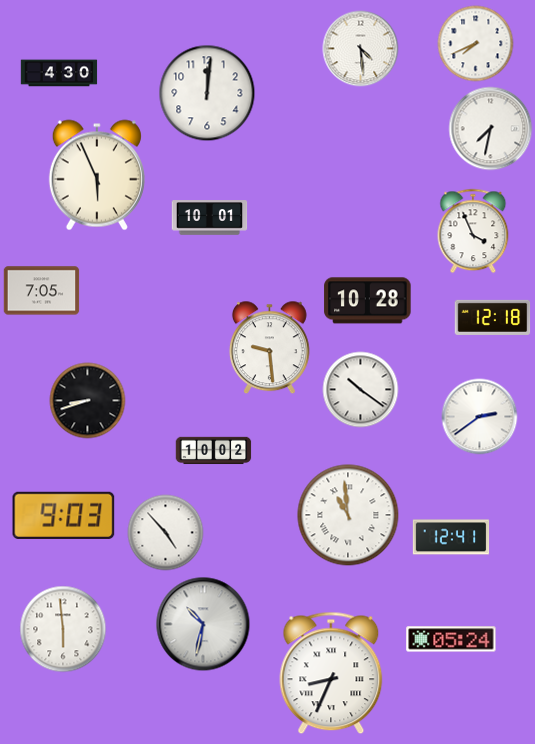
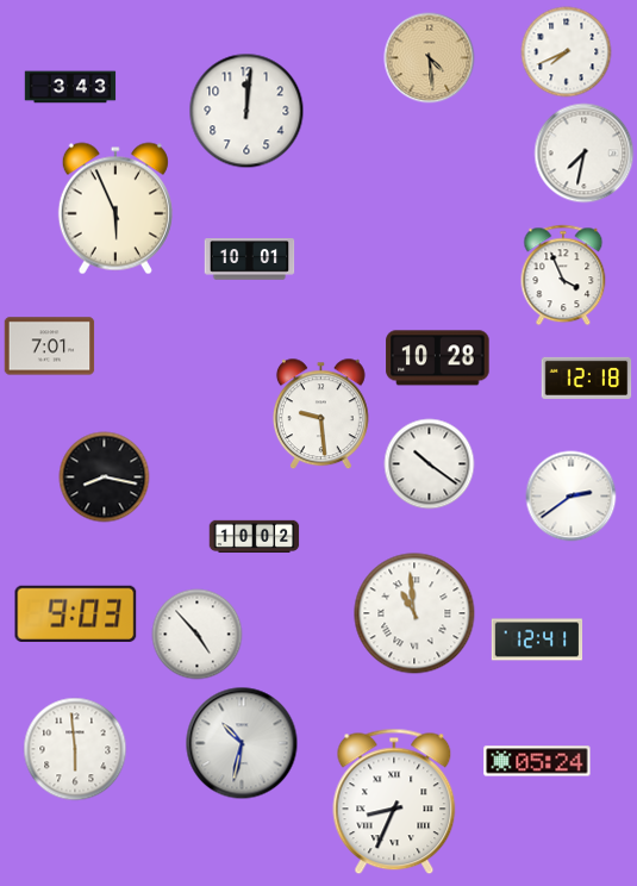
clock at (361, 49) dial: white -> champagne
clock at (59, 73): 4:30 -> 3:43
clock at (42, 291): 7:05 -> 7:01
clock at (88, 401): 8:42 -> 8:17
